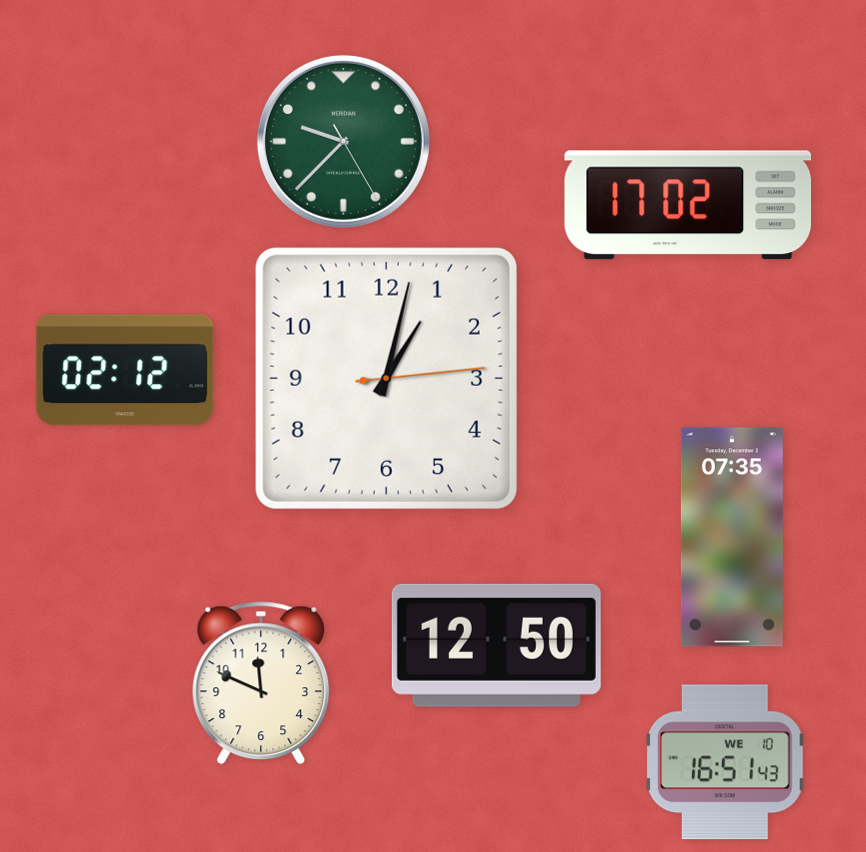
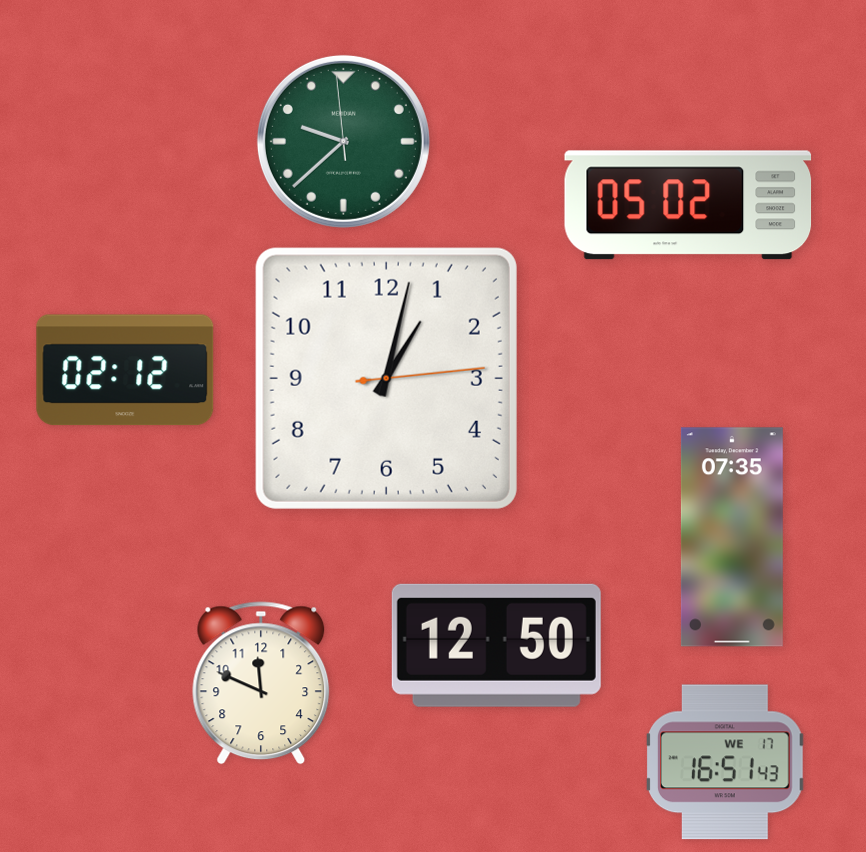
clock at (343, 141): 9:37:25 -> 9:37:59
clock at (688, 205): 17:02 -> 05:02
clock at (725, 762) date: WE 10 -> WE 17
